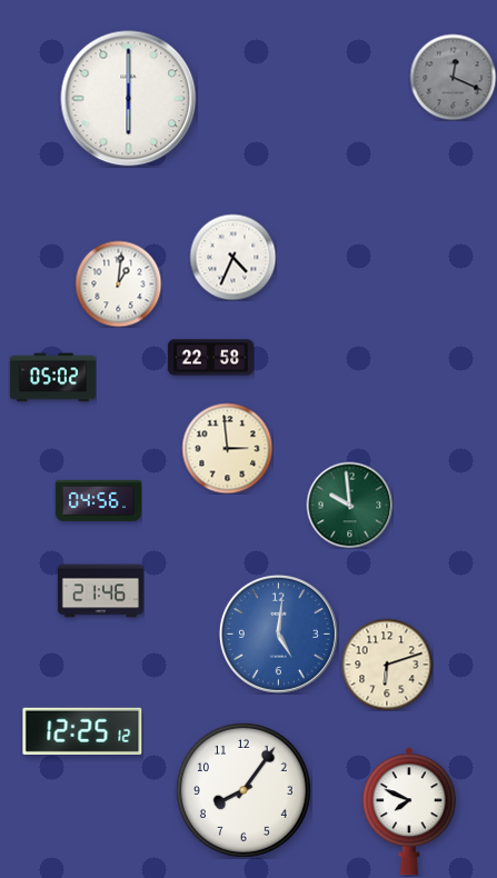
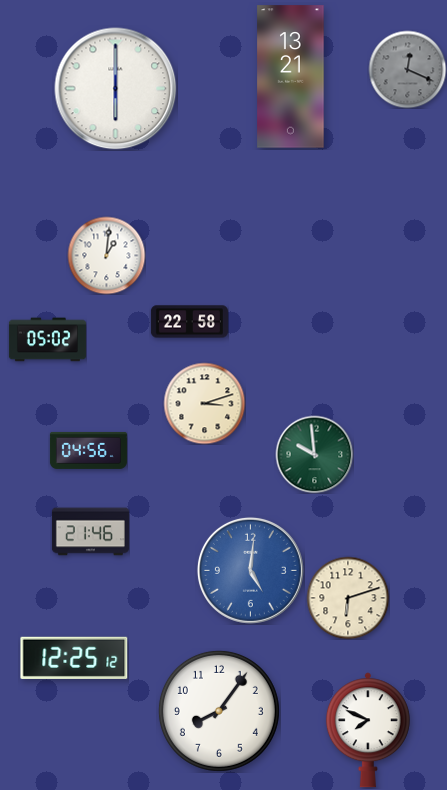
clock at (291, 77): none -> 13:21
clock at (232, 257): 4:34 -> none
clock at (227, 448): 2:59 -> 3:12
